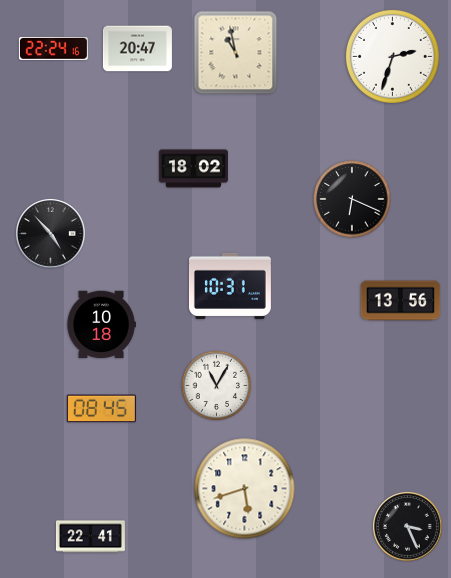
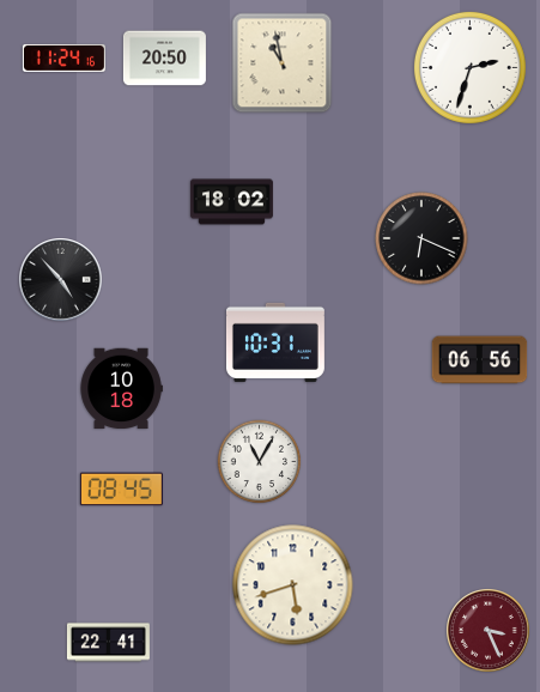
clock at (53, 48): 22:24 -> 11:24
clock at (137, 49): 20:47 -> 20:50
clock at (401, 301): 13:56 -> 06:56
clock at (408, 527) dial: black -> burgundy
